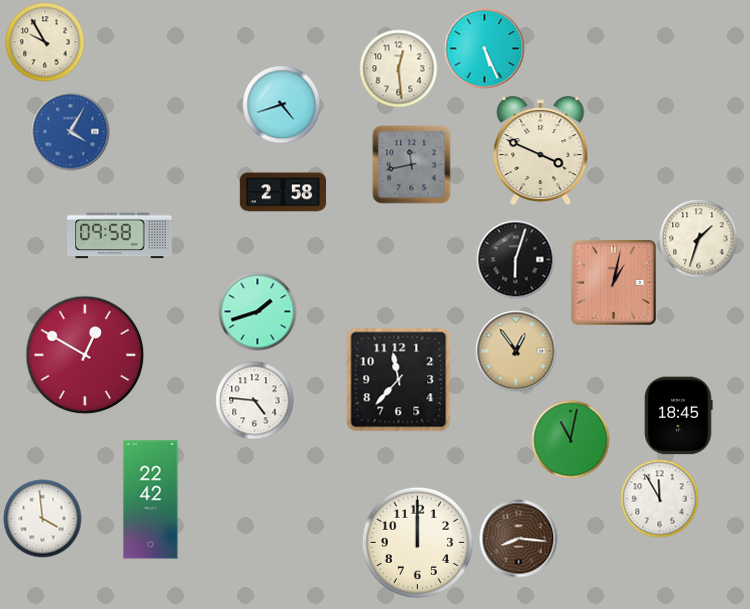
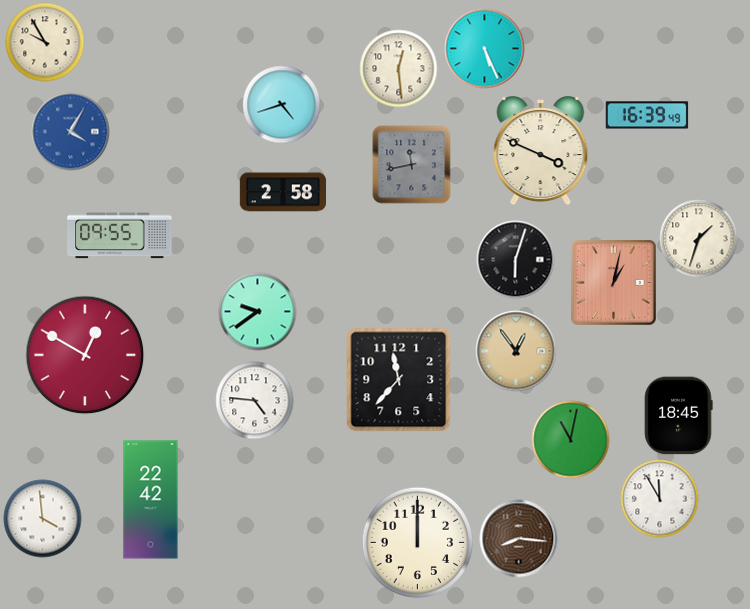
clock at (647, 115): none -> 16:39
clock at (120, 236): 09:58 -> 09:55
clock at (257, 311): 1:42 -> 9:39
